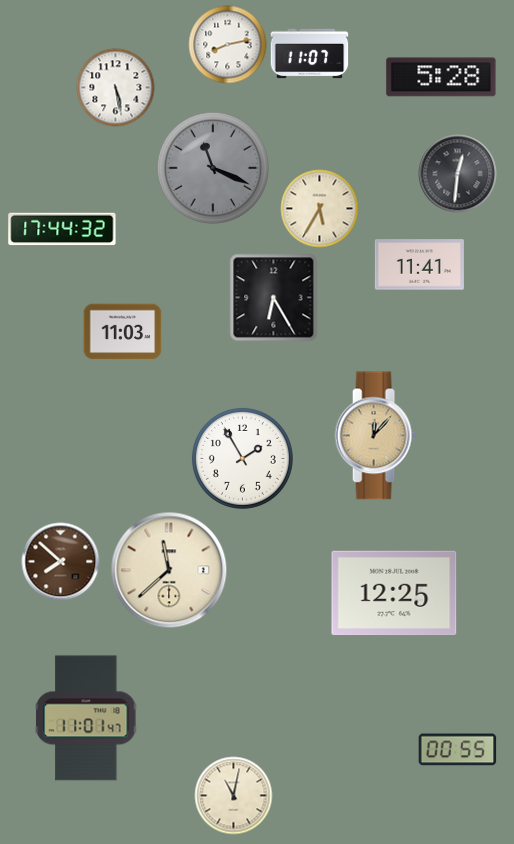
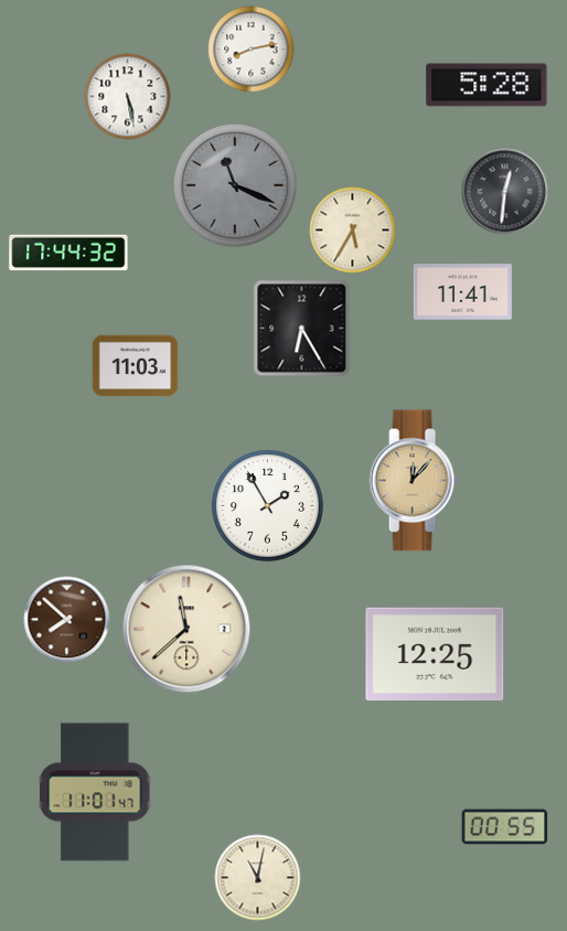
clock at (309, 54): 11:07 -> none
